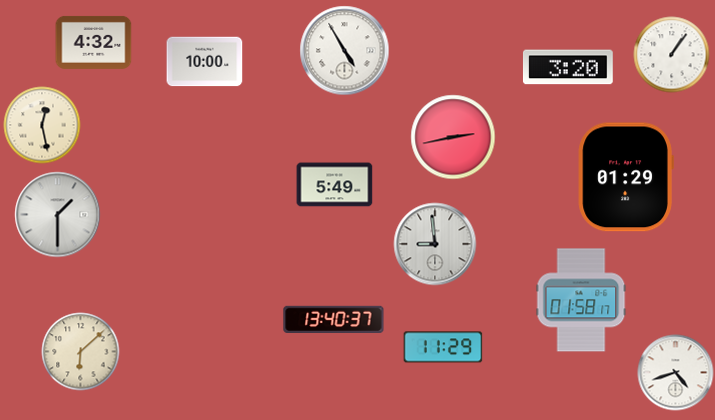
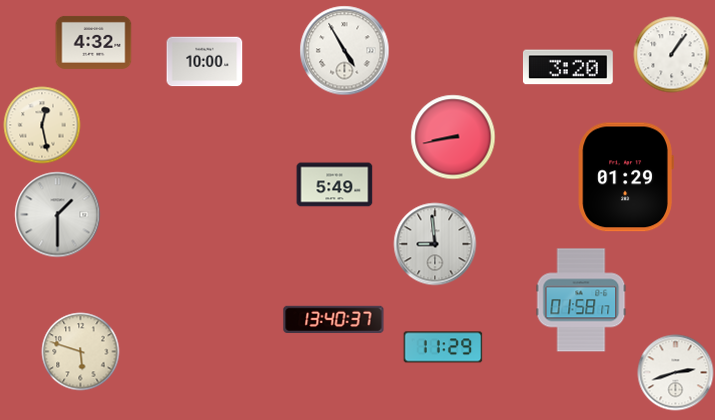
clock at (453, 137): 2:43 -> 8:43
clock at (81, 352): 6:08 -> 5:48
clock at (676, 373): 4:42 -> 2:42
